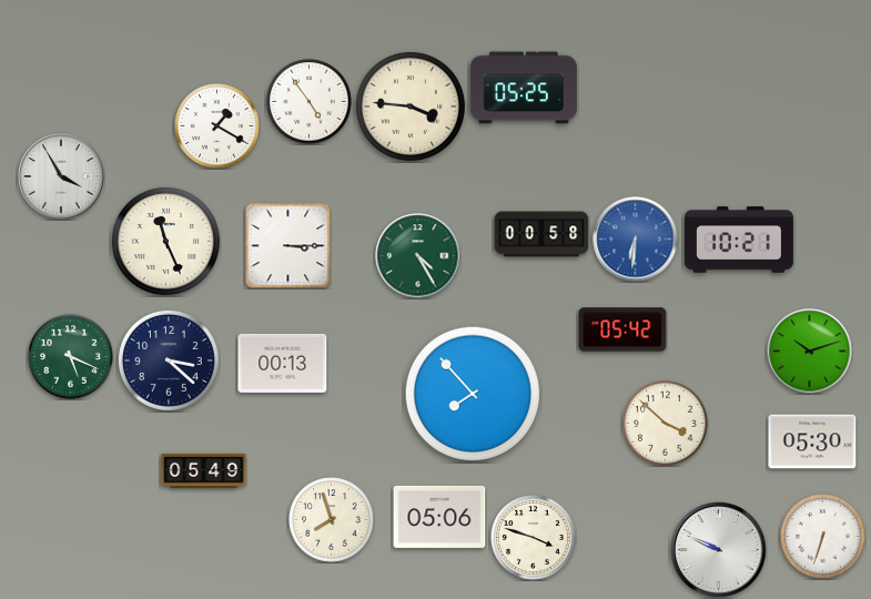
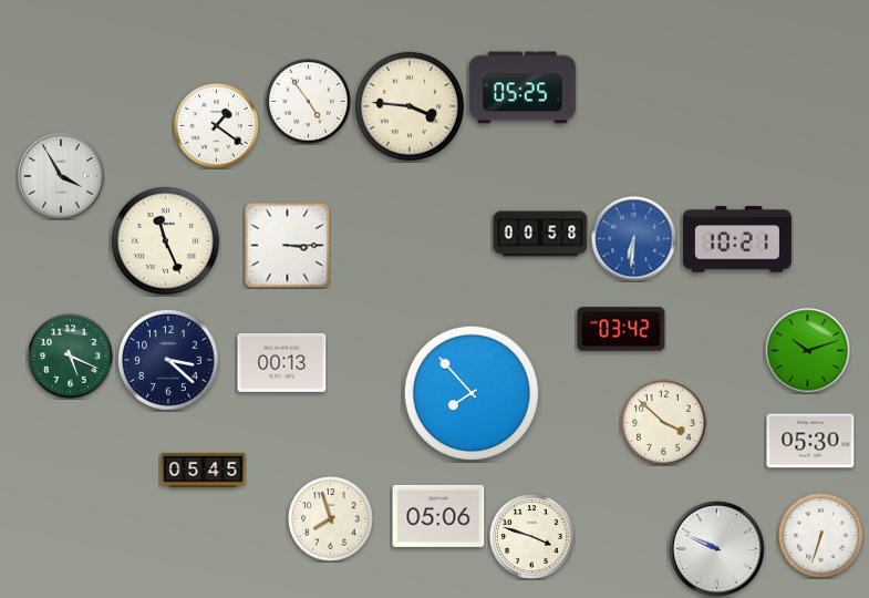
clock at (217, 126): 1:20 -> 1:21
clock at (418, 256): 4:25 -> none
clock at (622, 329): 05:42 -> 03:42
clock at (204, 470): 05:49 -> 05:45
